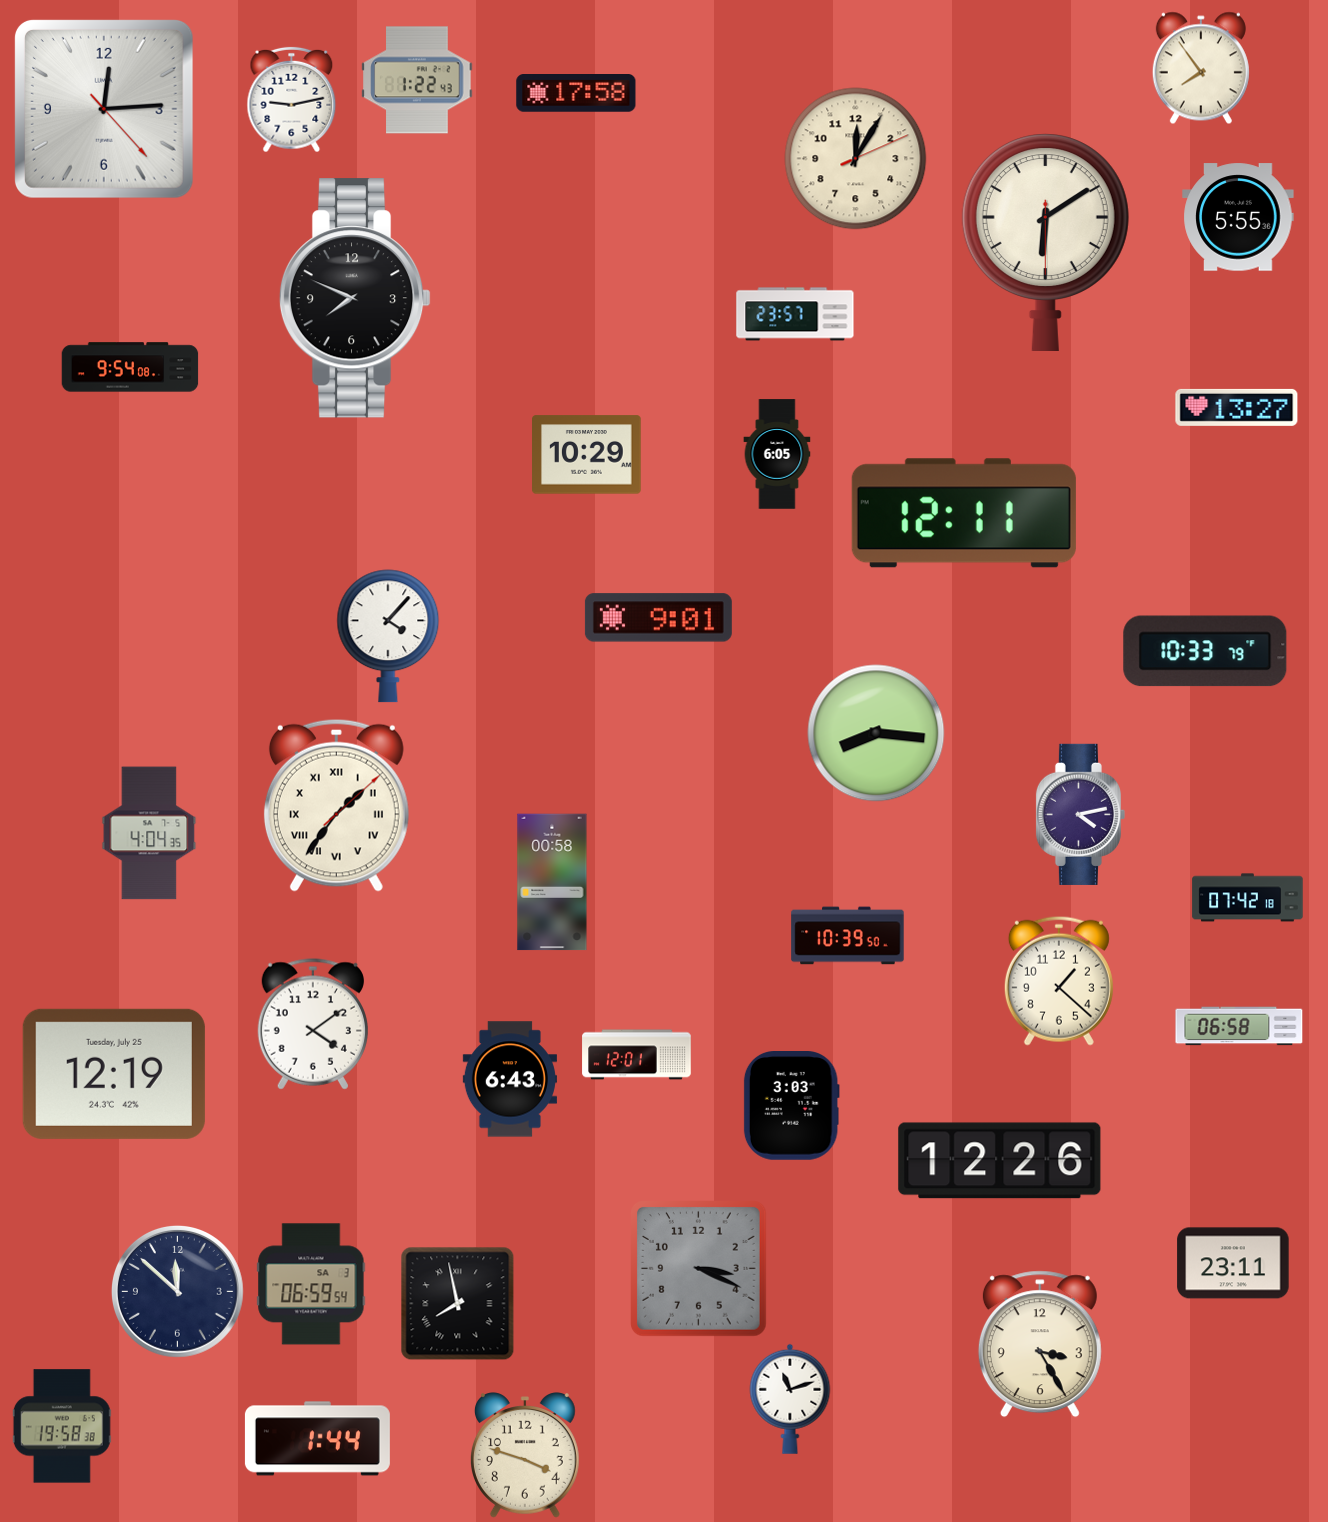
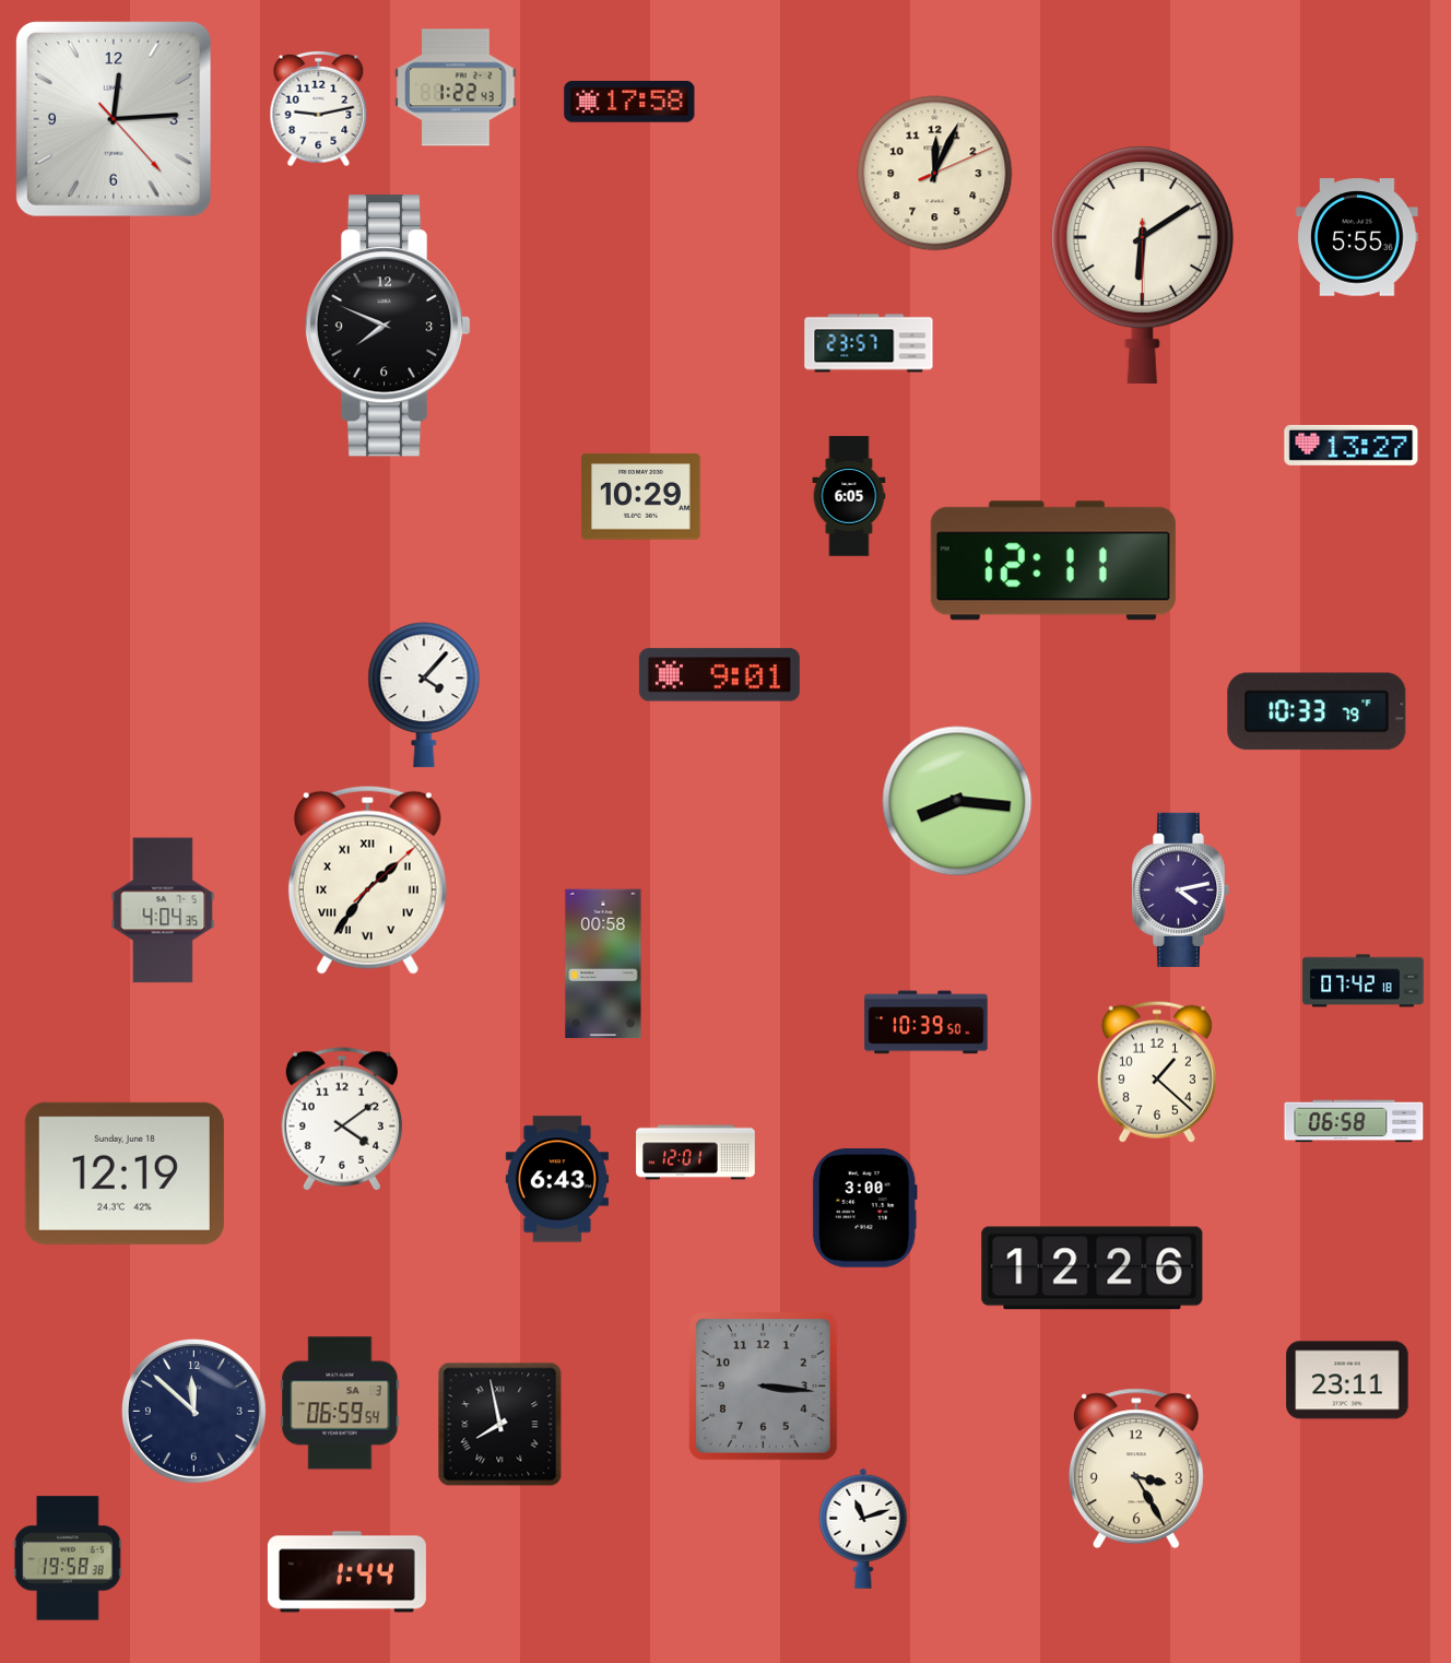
clock at (1201, 68): 7:54 -> none
clock at (856, 159): 12:05 -> 12:04
clock at (1238, 217) position: (1238, 217) -> (1357, 237)
clock at (130, 367): 9:54 -> none
clock at (114, 1074) date: Tuesday, July 25 -> Sunday, June 18
clock at (791, 1106): 3:03 -> 3:00
clock at (699, 1269): 3:19 -> 3:16
clock at (525, 1455): 3:48 -> none
